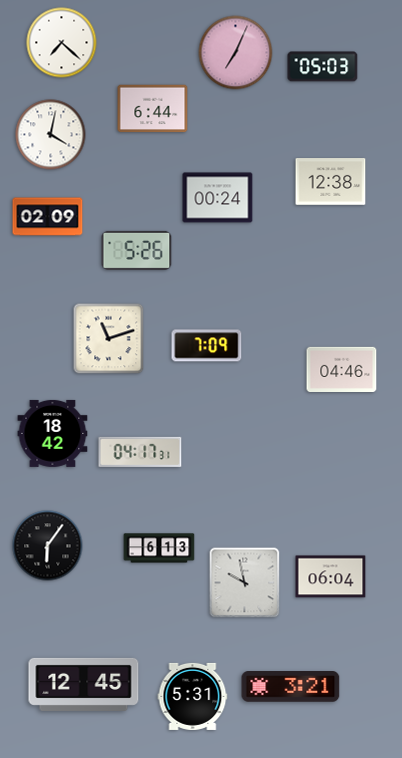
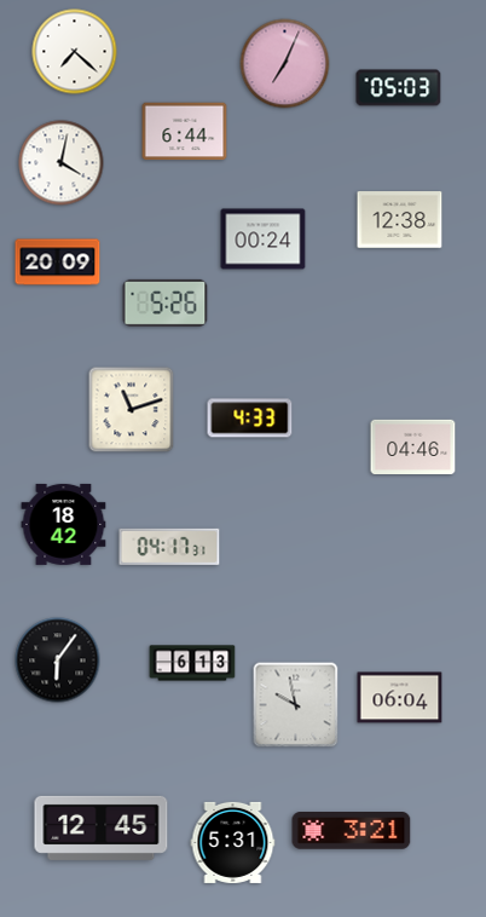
clock at (323, 67) position: (323, 67) -> (399, 88)
clock at (48, 217): 02:09 -> 20:09
clock at (207, 346): 7:09 -> 4:33
